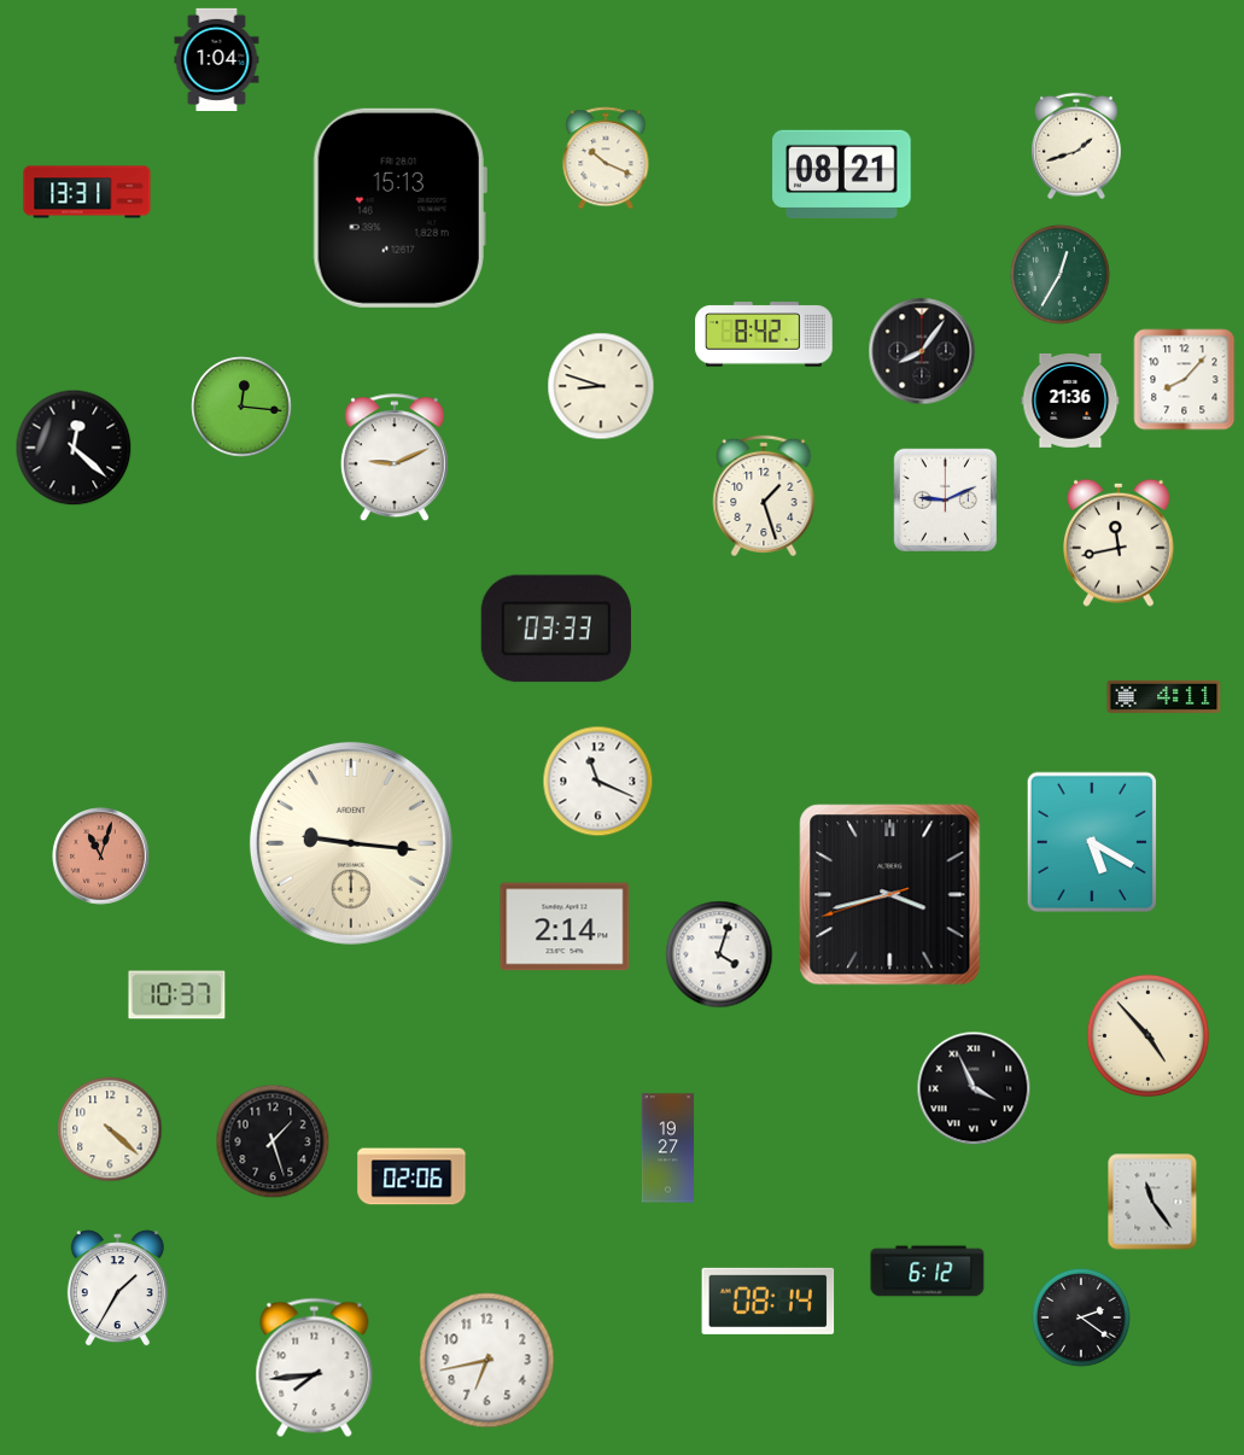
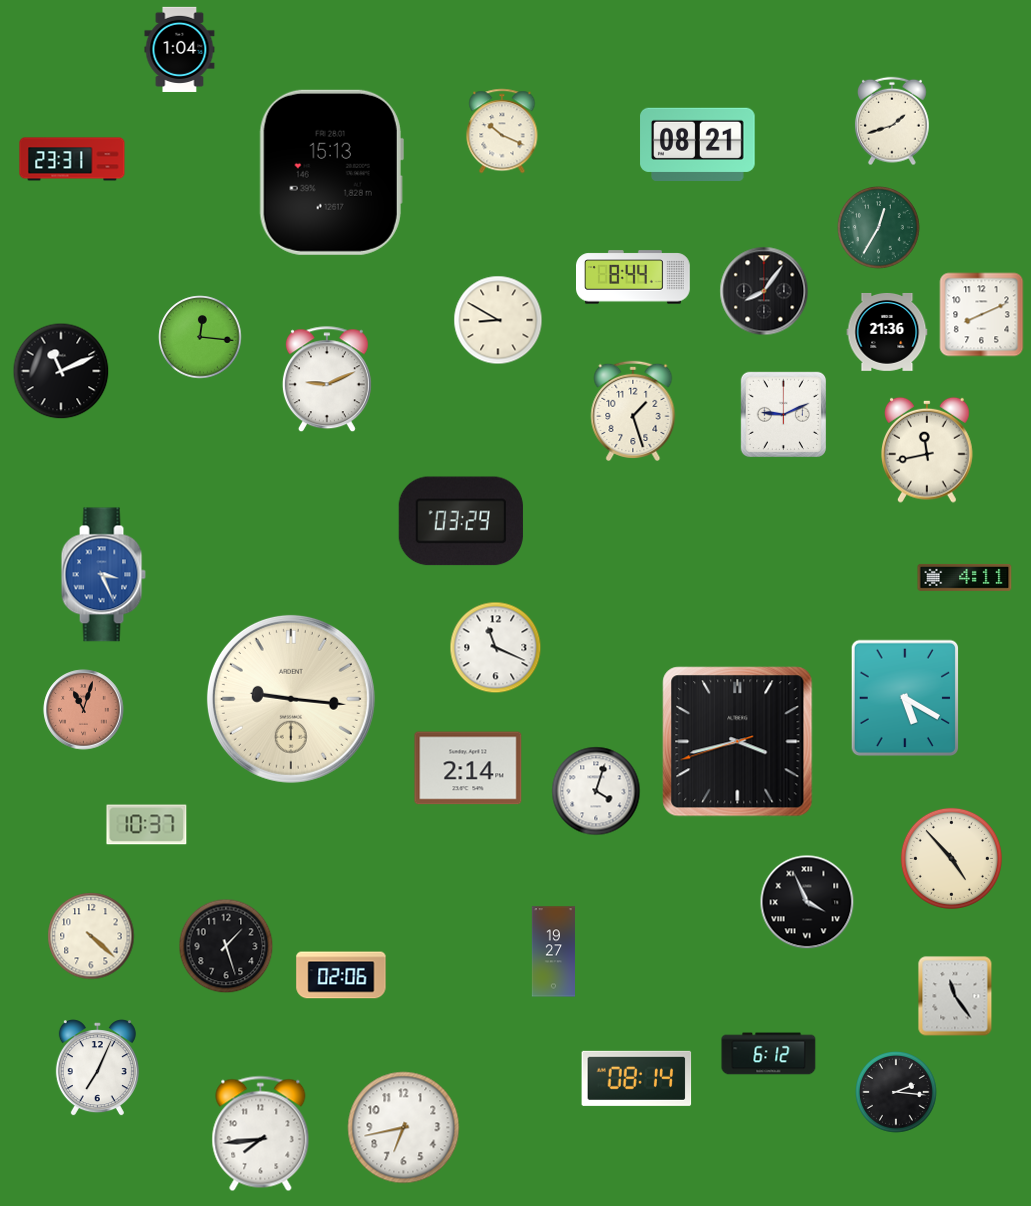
clock at (87, 192): 13:31 -> 23:31
clock at (765, 334): 8:42 -> 8:44
clock at (1185, 380): 8:07 -> 8:11
clock at (601, 386): 8:48 -> 8:50
clock at (74, 448): 12:22 -> 11:11
clock at (556, 629): 03:33 -> 03:29
clock at (103, 575): none -> 3:26
clock at (117, 1289): 1:35 -> 7:04
clock at (1082, 1319): 2:21 -> 2:16
